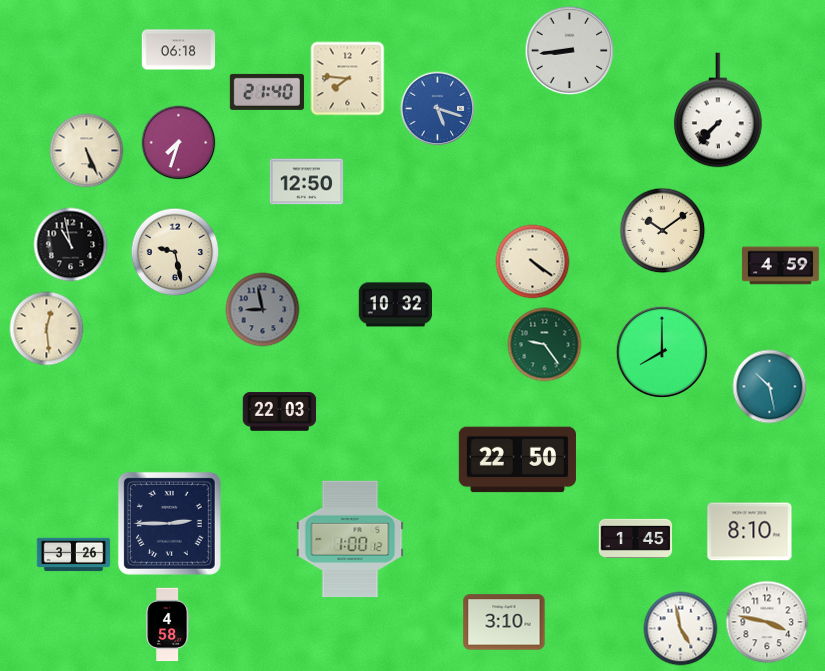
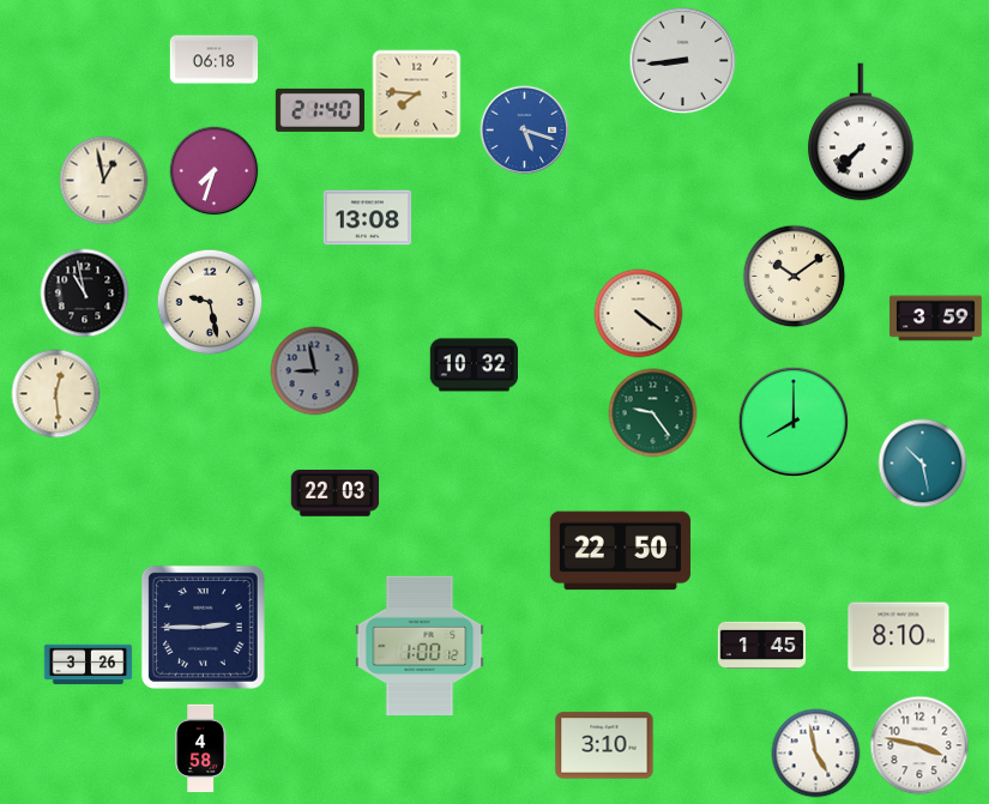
clock at (87, 151): 5:26 -> 12:58
clock at (307, 182): 12:50 -> 13:08
clock at (780, 266): 4:59 -> 3:59
